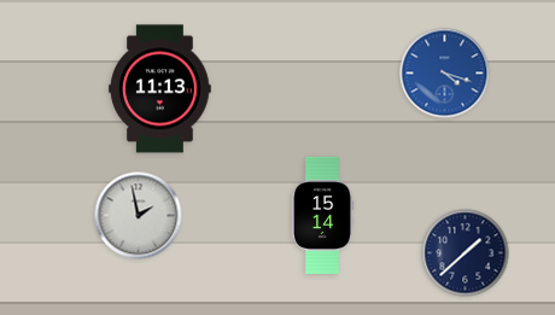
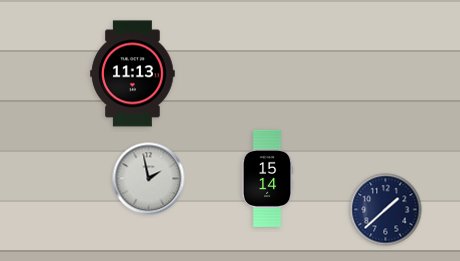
clock at (445, 74): 4:18 -> none
clock at (139, 216) position: (139, 216) -> (149, 179)
